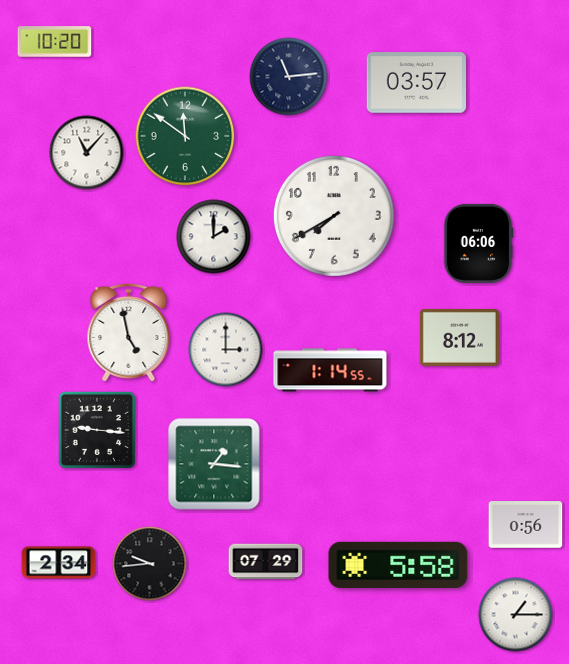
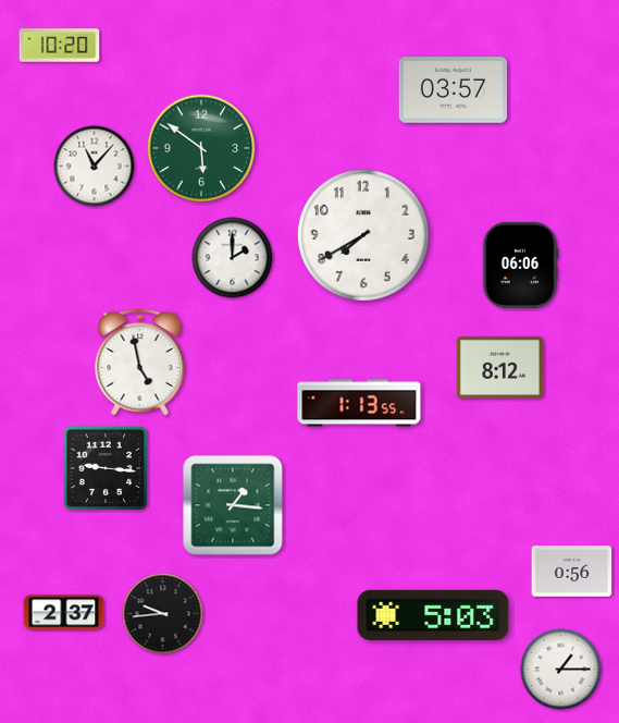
clock at (289, 77): 11:14 -> none
clock at (185, 136): 11:51 -> 5:51
clock at (226, 350): 3:00 -> none
clock at (330, 370): 1:14 -> 1:13
clock at (266, 562): 07:29 -> none
clock at (59, 563): 2:34 -> 2:37
clock at (398, 565): 5:58 -> 5:03
